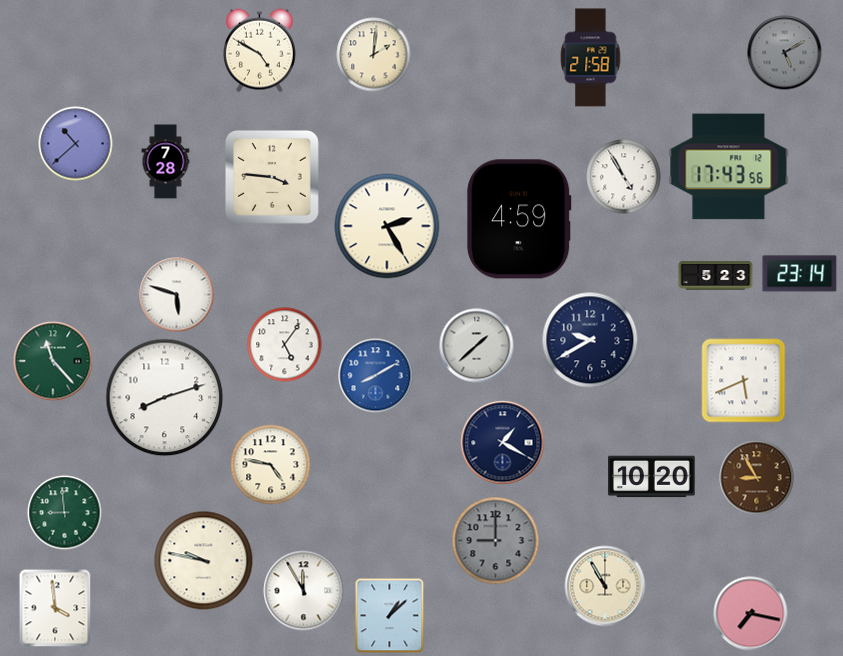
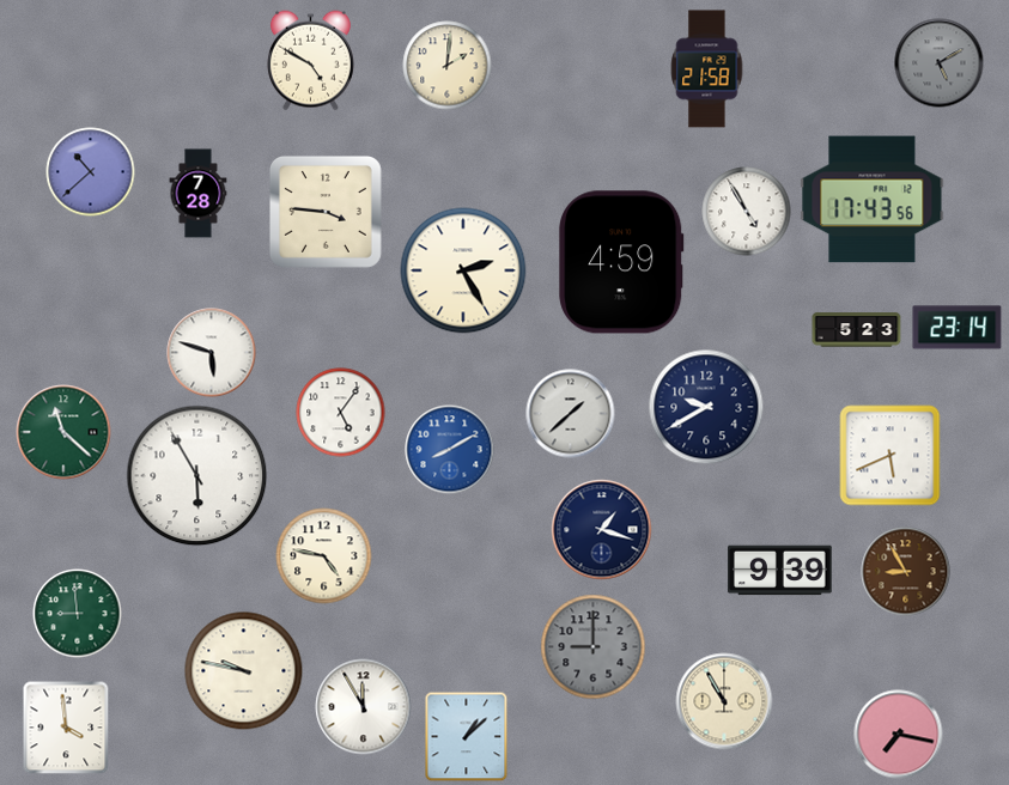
clock at (53, 361): 11:23 -> 11:22
clock at (165, 398): 8:12 -> 5:55
clock at (503, 443): 1:20 -> 1:18
clock at (652, 477): 10:20 -> 9:39
